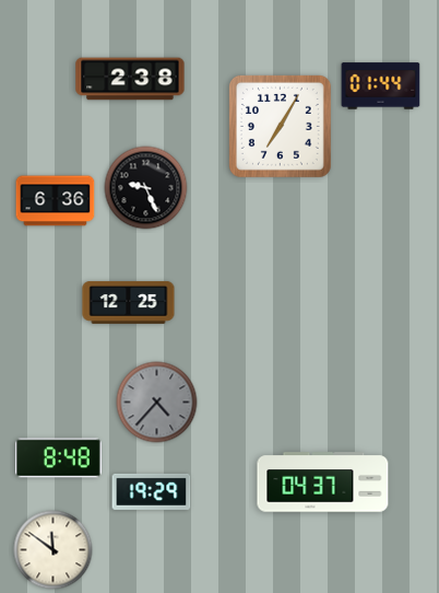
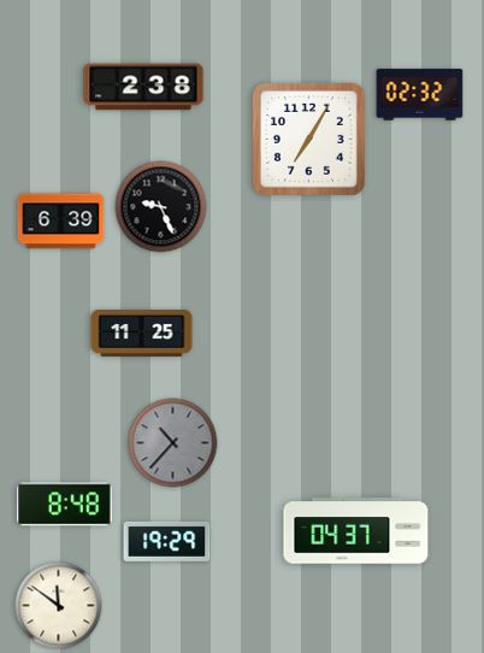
clock at (381, 86): 01:44 -> 02:32
clock at (56, 201): 6:36 -> 6:39
clock at (129, 302): 12:25 -> 11:25
clock at (157, 403): 4:37 -> 10:37
